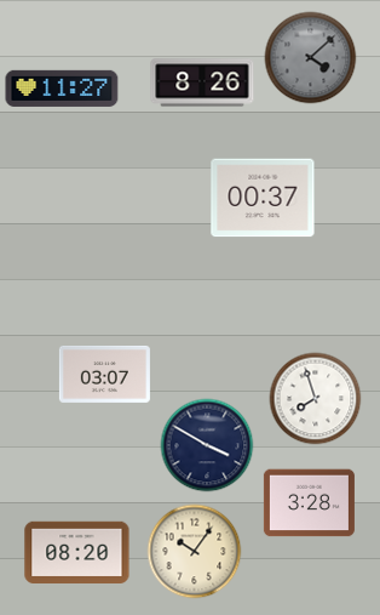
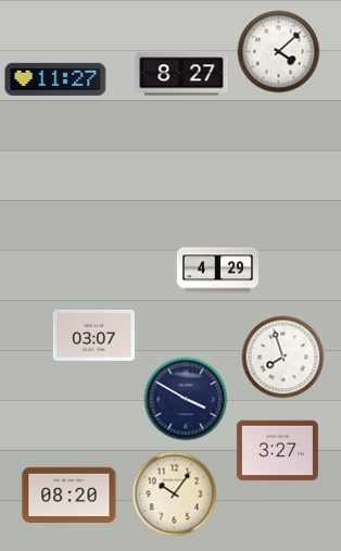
clock at (311, 58) dial: grey -> white
clock at (202, 82): 8:26 -> 8:27
clock at (263, 198): 00:37 -> none
clock at (217, 271): none -> 4:29
clock at (309, 503): 3:28 -> 3:27
